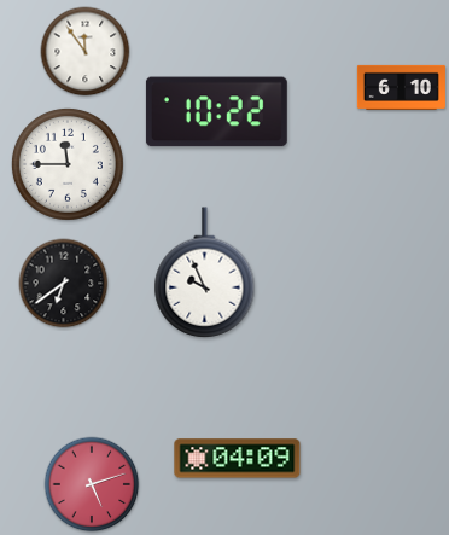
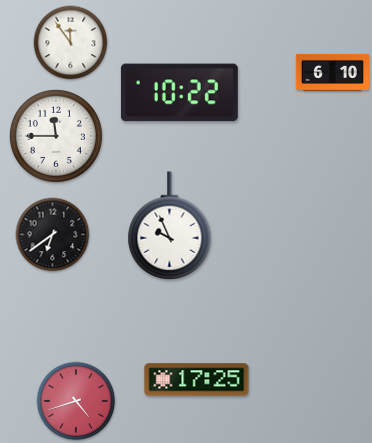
clock at (238, 459): 04:09 -> 17:25
clock at (92, 484): 5:12 -> 4:42
